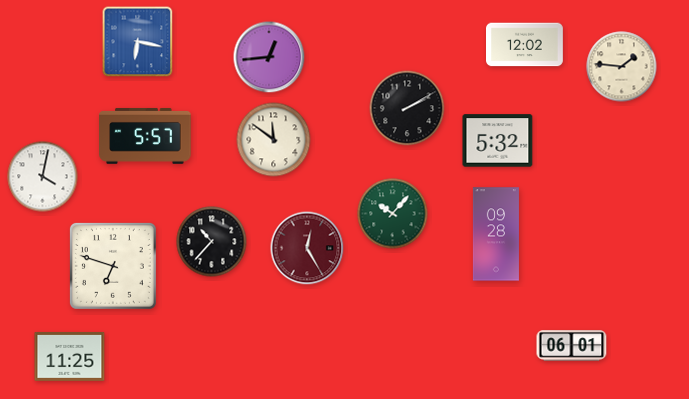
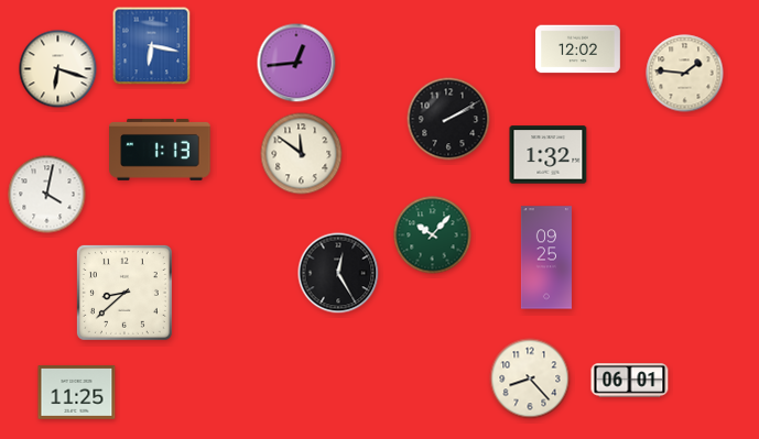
clock at (58, 69): none -> 6:18
clock at (145, 136): 5:57 -> 1:13
clock at (498, 141): 5:32 -> 1:32
clock at (496, 234): 09:28 -> 09:25
clock at (212, 242): 10:37 -> none
clock at (307, 248) dial: burgundy -> black
clock at (113, 266): 6:48 -> 8:38
clock at (530, 378): none -> 8:23
